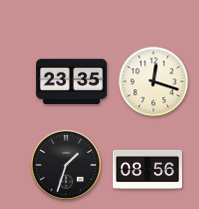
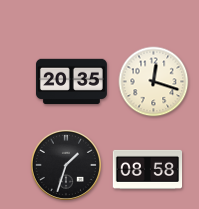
clock at (71, 82): 23:35 -> 20:35
clock at (148, 169): 08:56 -> 08:58
